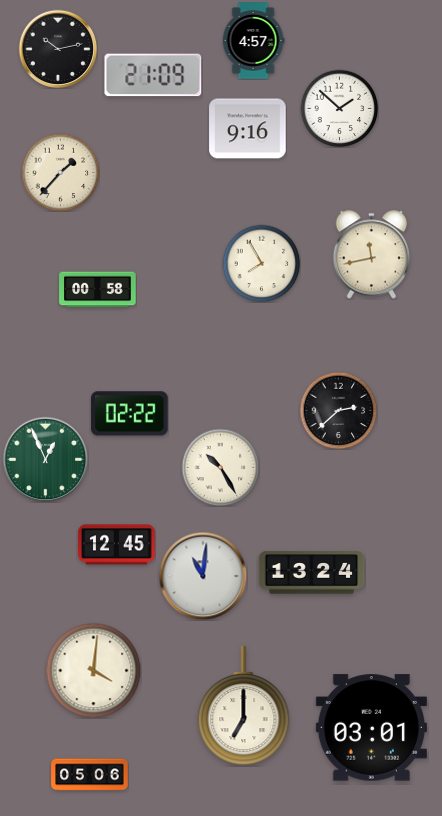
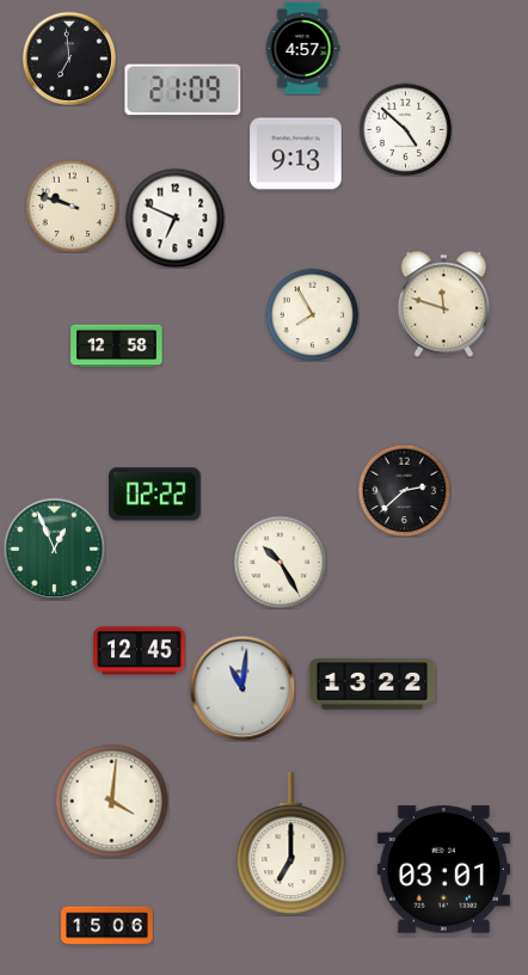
clock at (57, 48): 10:13 -> 6:59
clock at (339, 108): 1:52 -> 4:52
clock at (248, 129): 9:16 -> 9:13
clock at (60, 172): 1:37 -> 9:48
clock at (174, 217): none -> 6:49
clock at (372, 255): 11:43 -> 11:48
clock at (98, 290): 00:58 -> 12:58
clock at (220, 467) position: (220, 467) -> (280, 562)
clock at (312, 573): 13:24 -> 13:22
clock at (90, 775): 05:06 -> 15:06
